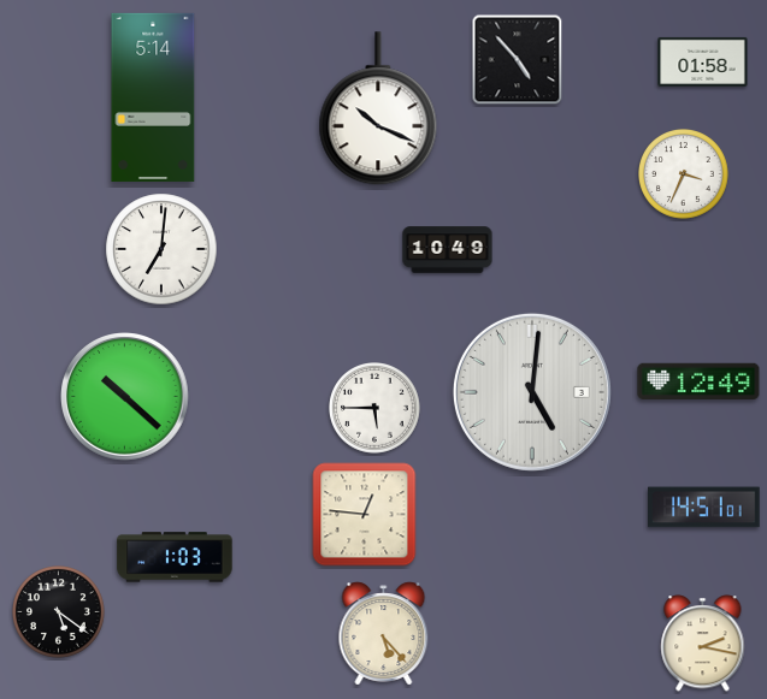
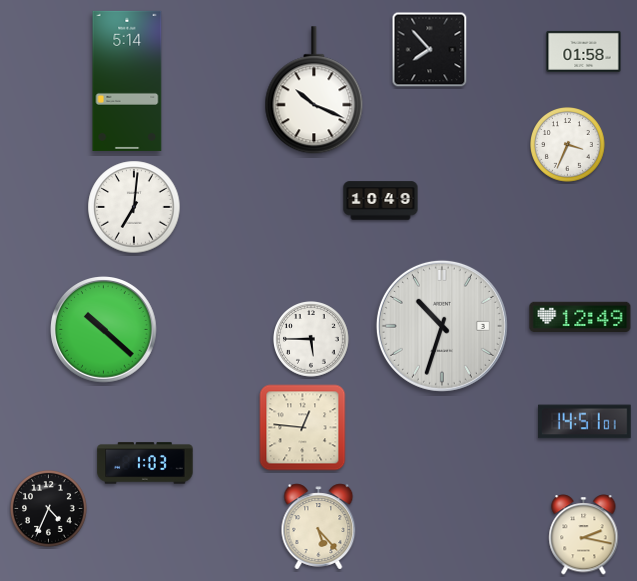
clock at (518, 60): 4:53 -> 7:53
clock at (448, 250) position: (448, 250) -> (381, 201)
clock at (532, 392): 5:01 -> 10:33
clock at (59, 612): 5:21 -> 4:34
